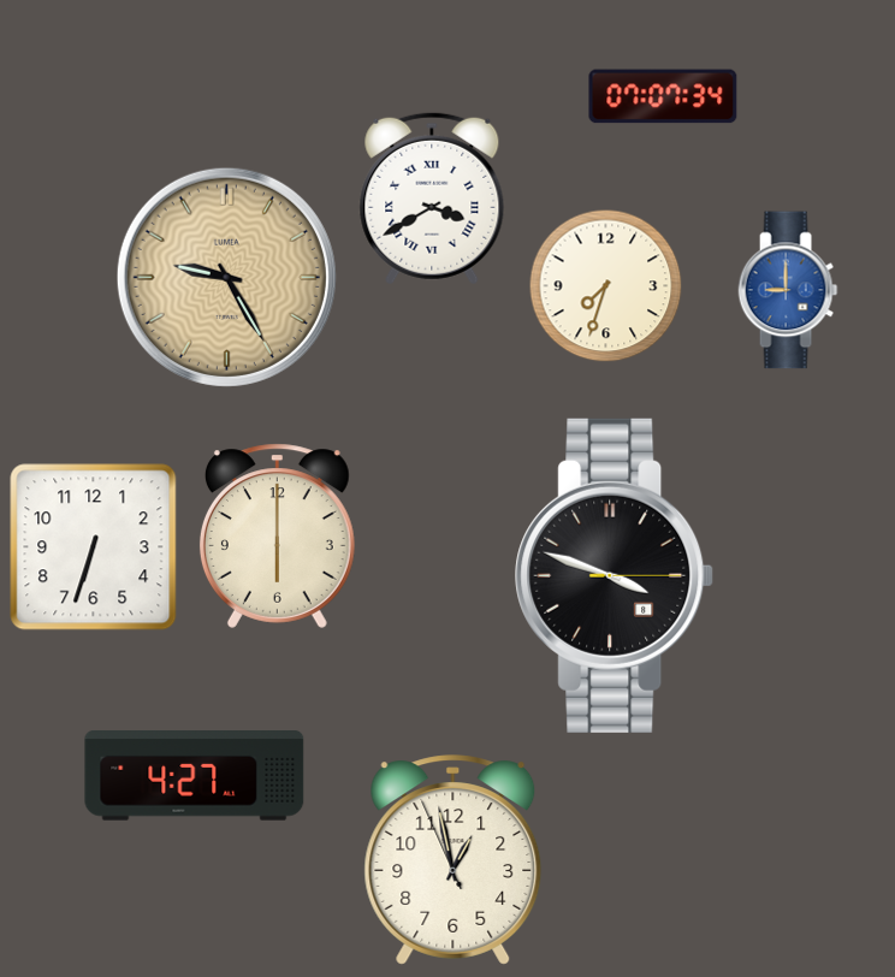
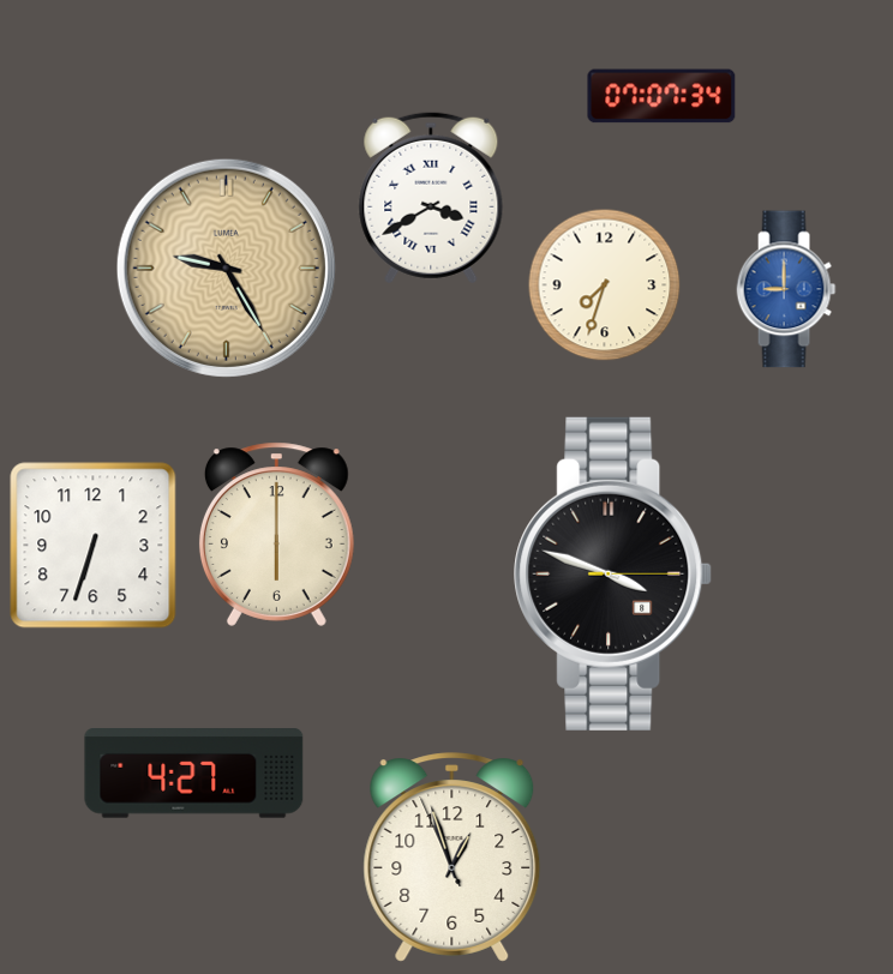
clock at (226, 277) position: (226, 277) -> (226, 267)
clock at (454, 860): 12:57 -> 12:56
